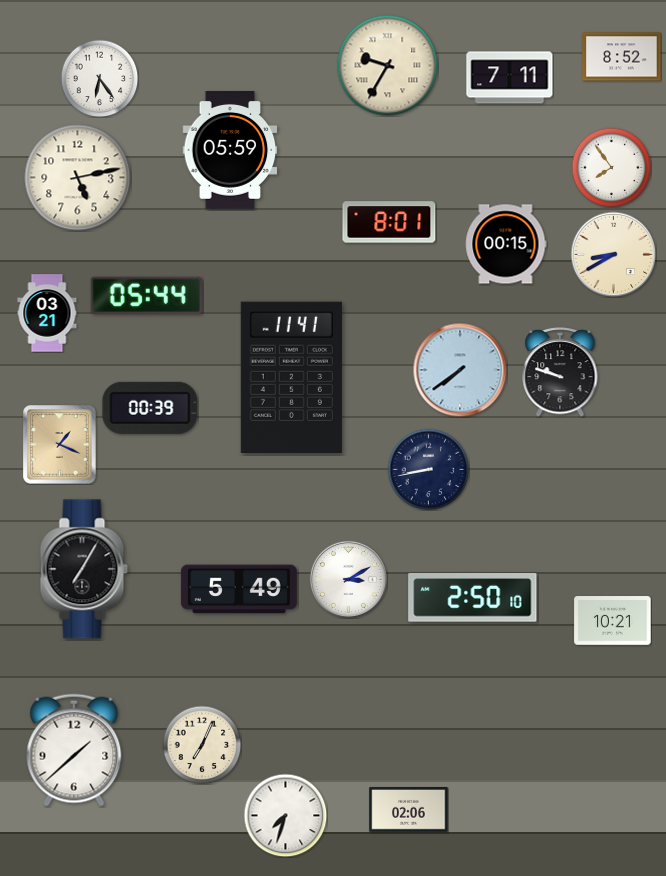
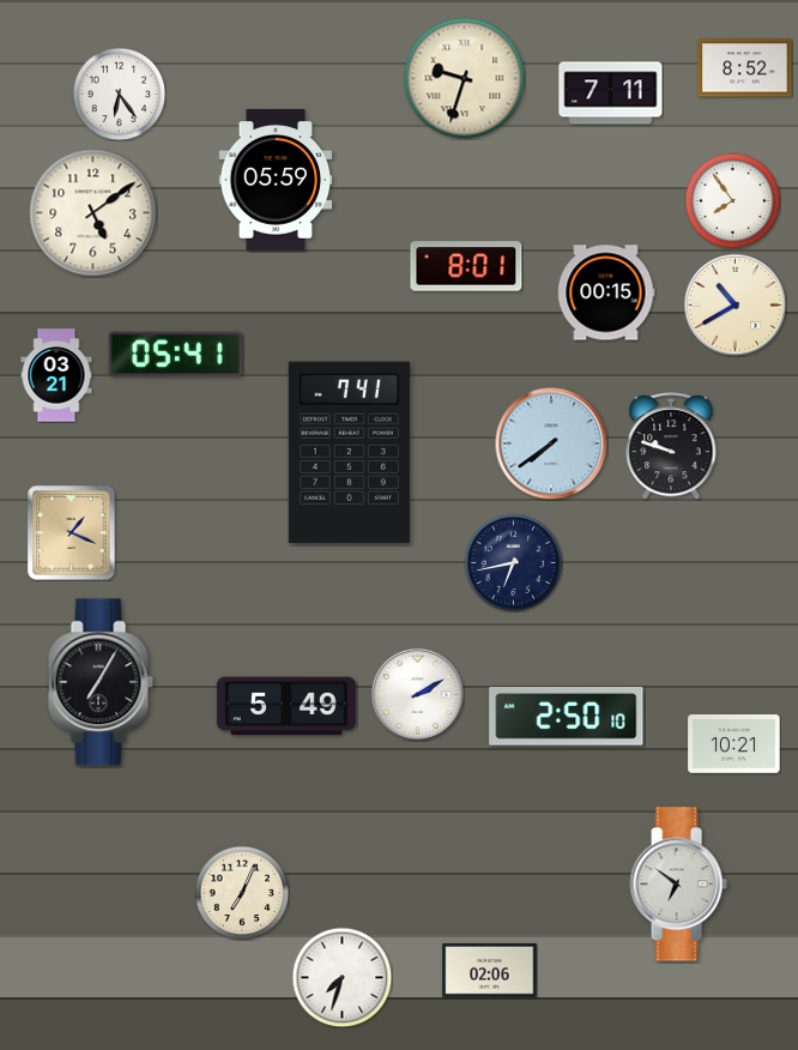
clock at (388, 66): 9:35 -> 9:33
clock at (78, 178): 5:13 -> 5:09
clock at (613, 254): 8:40 -> 10:40
clock at (146, 295): 05:44 -> 05:41
clock at (291, 377): 11:41 -> 7:41
clock at (150, 408): 00:39 -> none
clock at (428, 469): 8:43 -> 6:43
clock at (348, 579): 3:10 -> 2:10
clock at (678, 885): none -> 6:51
clock at (74, 750): 1:38 -> none
